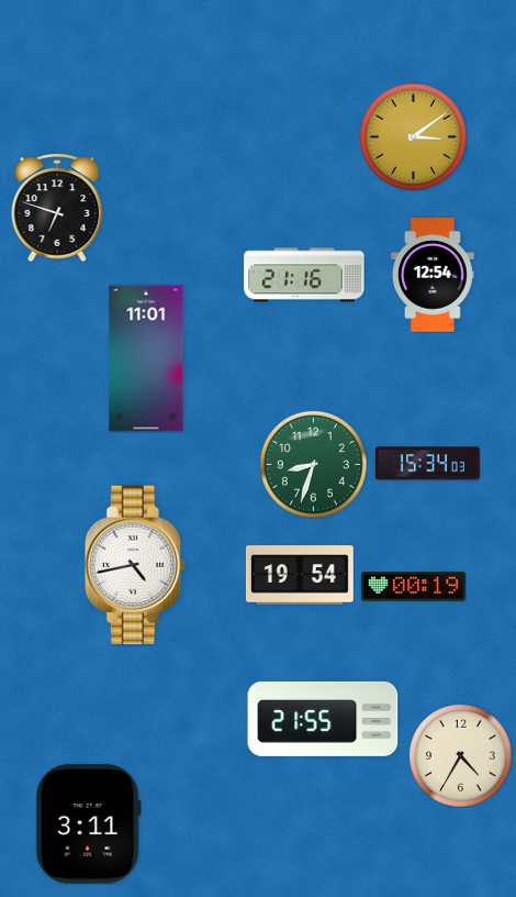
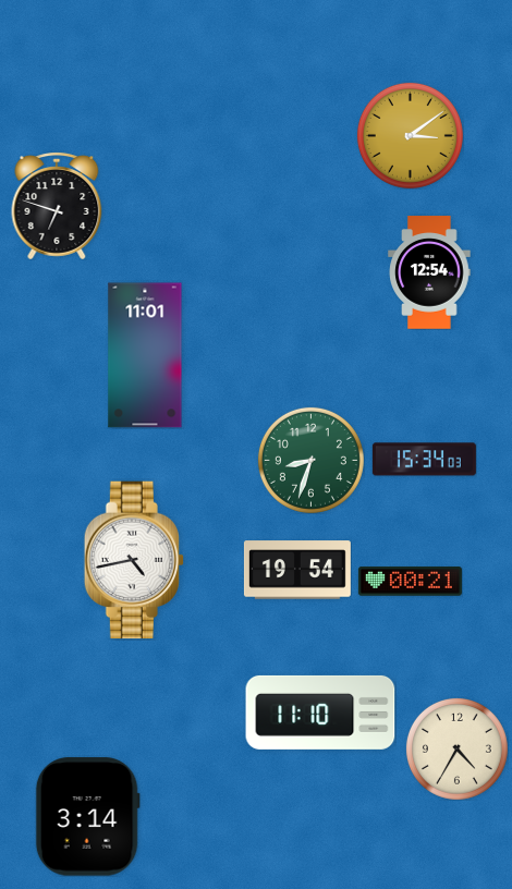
clock at (304, 275): 21:16 -> none
clock at (413, 587): 00:19 -> 00:21
clock at (323, 719): 21:55 -> 11:10
clock at (88, 824): 3:11 -> 3:14
